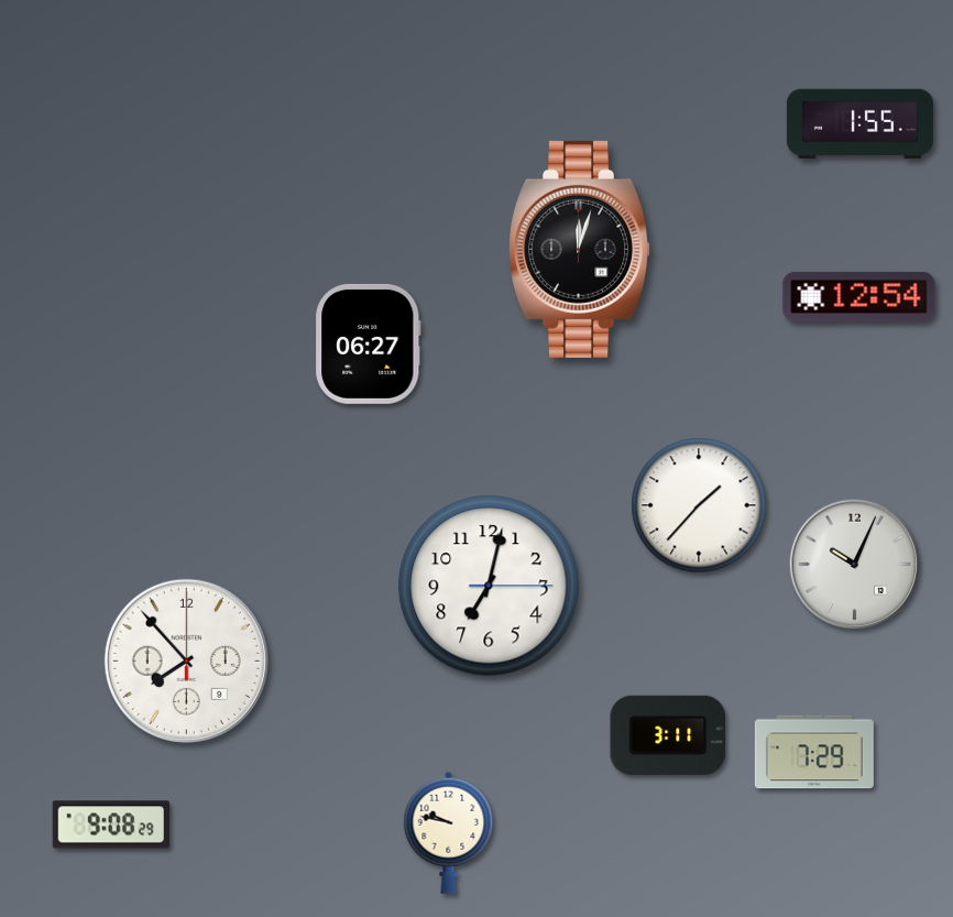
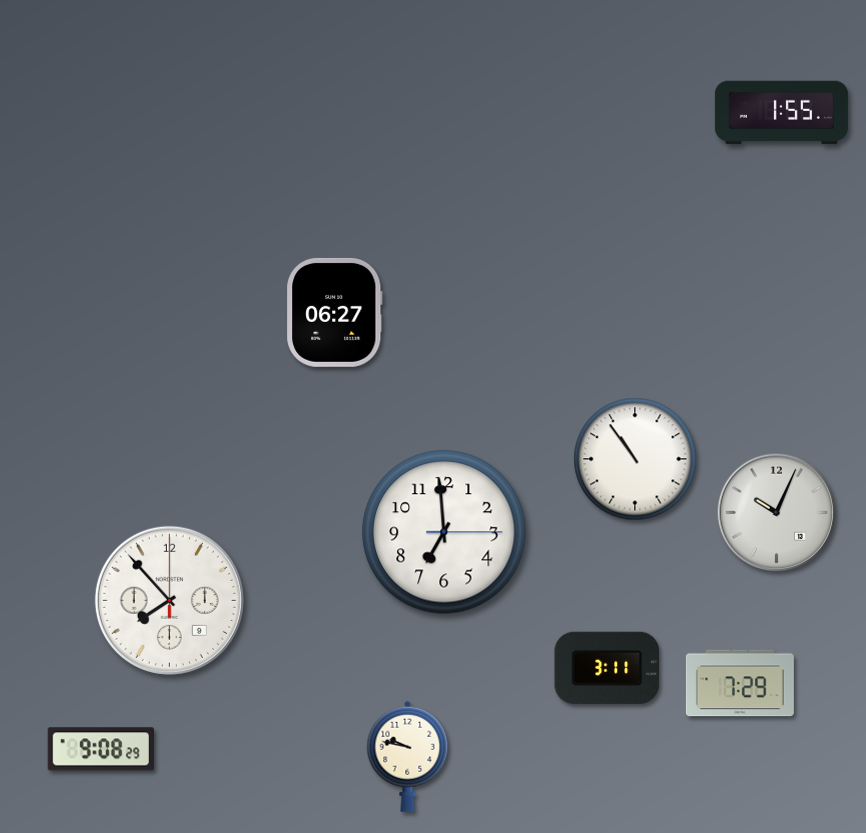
clock at (580, 249): 12:03 -> none
clock at (859, 296): 12:54 -> none
clock at (699, 505): 1:37 -> 10:54
clock at (489, 586): 7:02 -> 6:59
